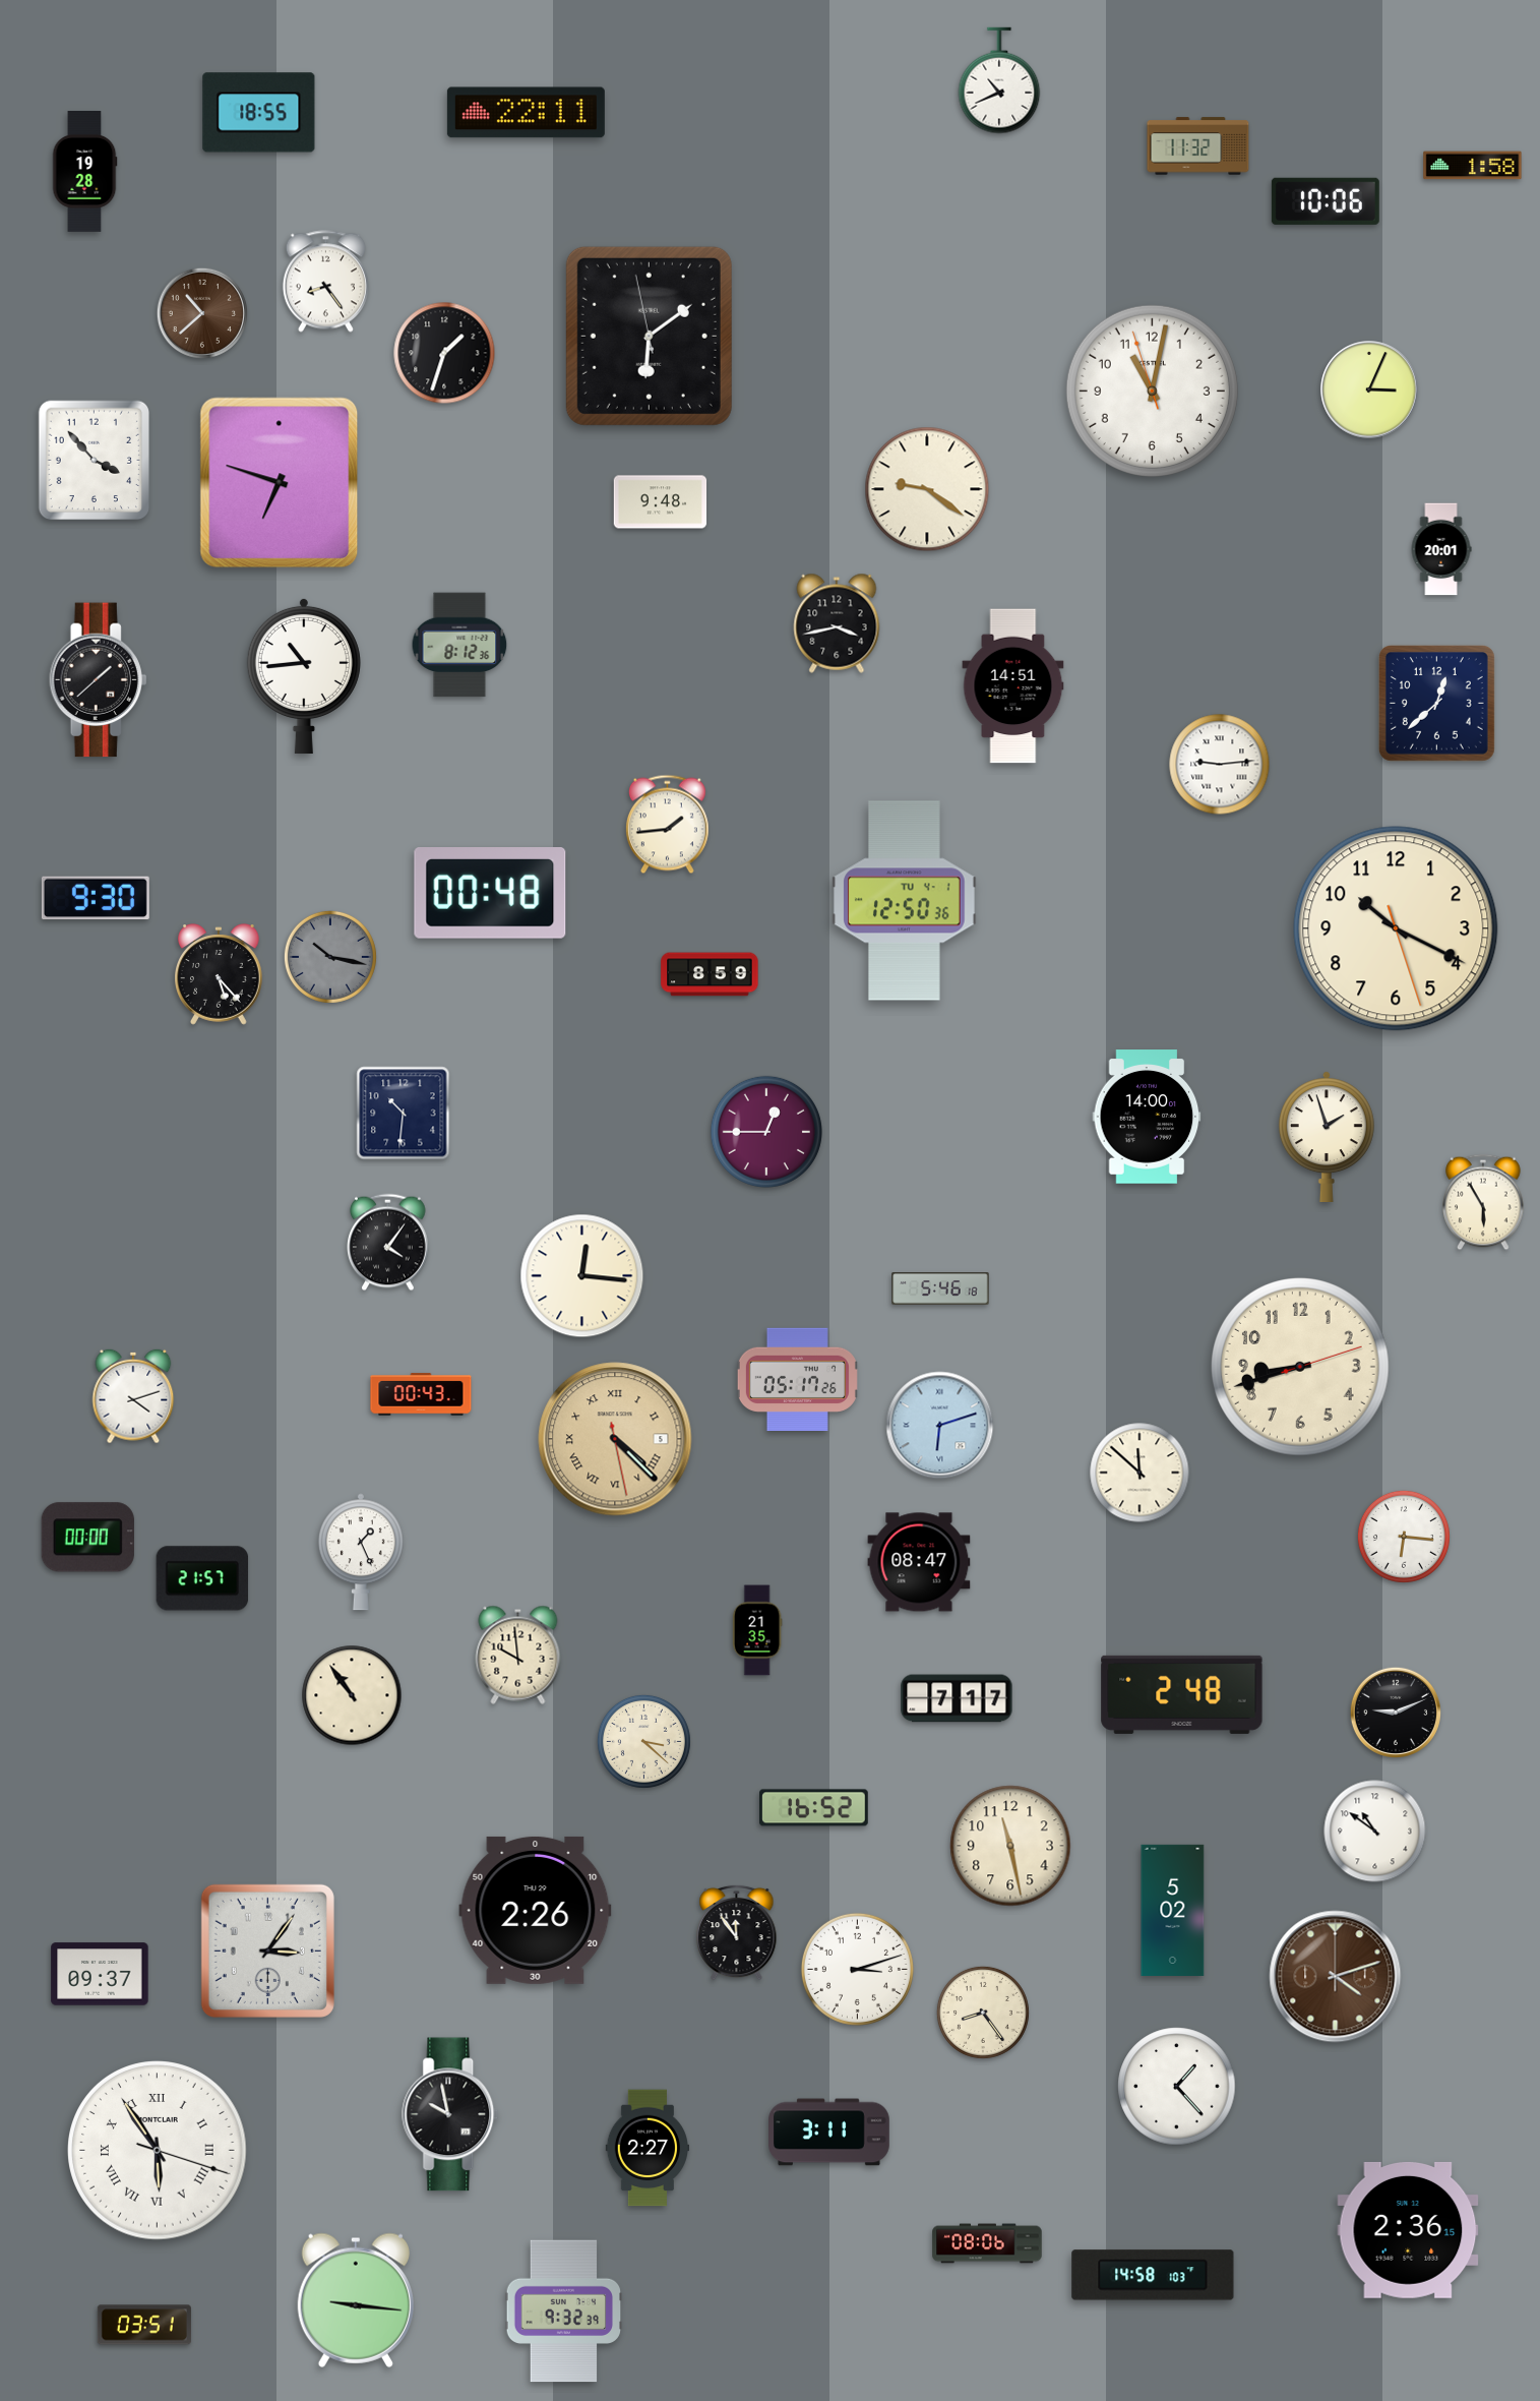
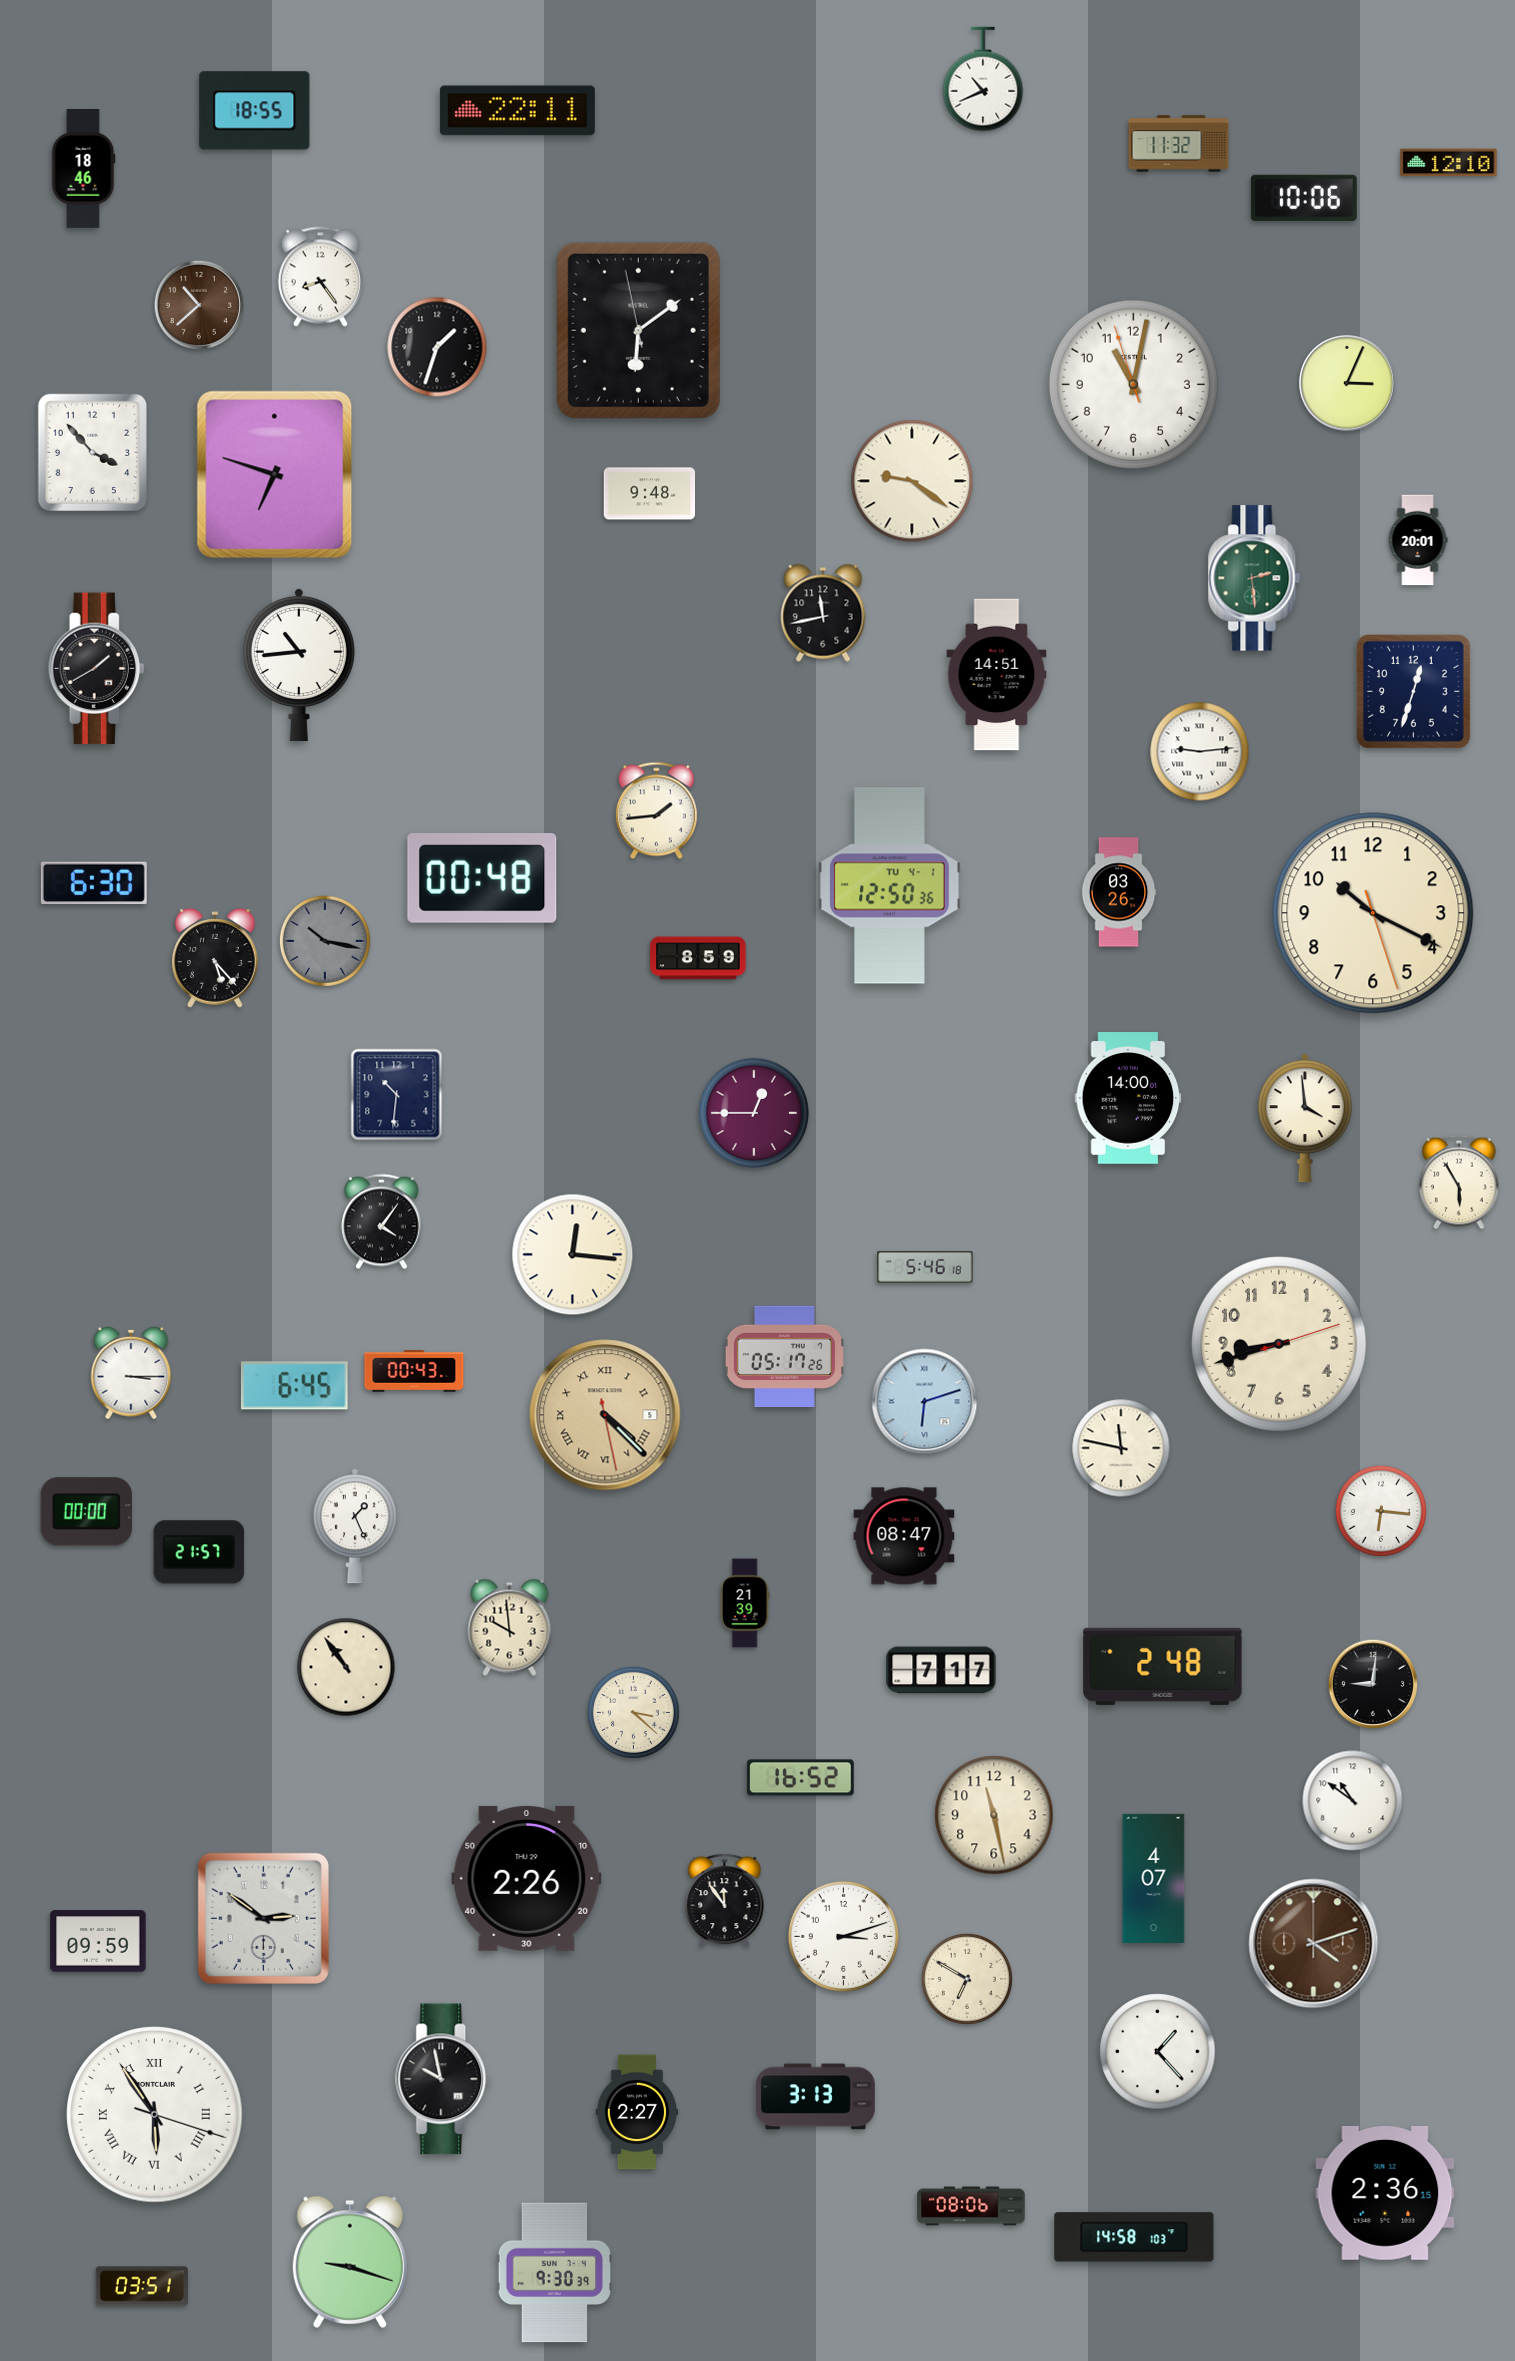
clock at (1473, 166): 1:58 -> 12:10
clock at (84, 172): 19:28 -> 18:46
clock at (201, 312) position: (201, 312) -> (198, 304)
clock at (1254, 578): none -> 2:29
clock at (837, 623): 3:43 -> 11:43
clock at (459, 645): 8:12 -> none
clock at (99, 680): 1:38 -> 1:40
clock at (1436, 703): 12:38 -> 12:33
clock at (96, 898): 9:30 -> 6:30
clock at (1119, 892): none -> 03:26
clock at (1327, 1136): 1:57 -> 3:59
clock at (133, 1396): 4:12 -> 3:15
clock at (294, 1386): none -> 6:45
clock at (1139, 1473): 11:52 -> 11:47
clock at (757, 1630): 21:35 -> 21:39
clock at (1395, 1712): 9:11 -> 9:01
clock at (1173, 1910): 5:02 -> 4:07
clock at (267, 1950): 3:06 -> 2:51
clock at (100, 1974): 09:37 -> 09:59
clock at (983, 2013): 8:24 -> 6:50
clock at (829, 2133): 3:11 -> 3:13
clock at (356, 2300): 9:16 -> 9:18
clock at (564, 2312): 9:32 -> 9:30
